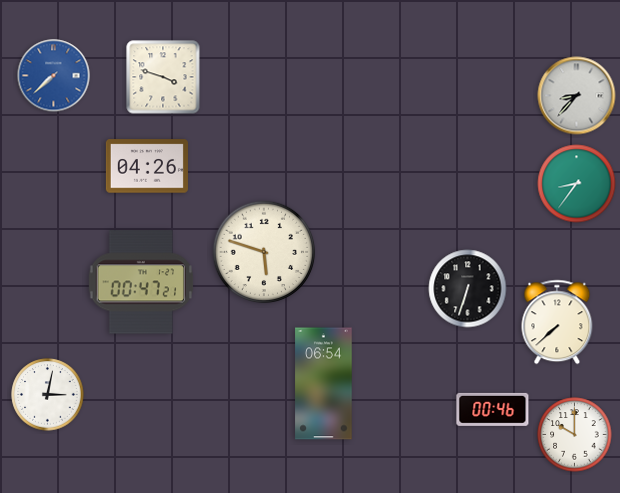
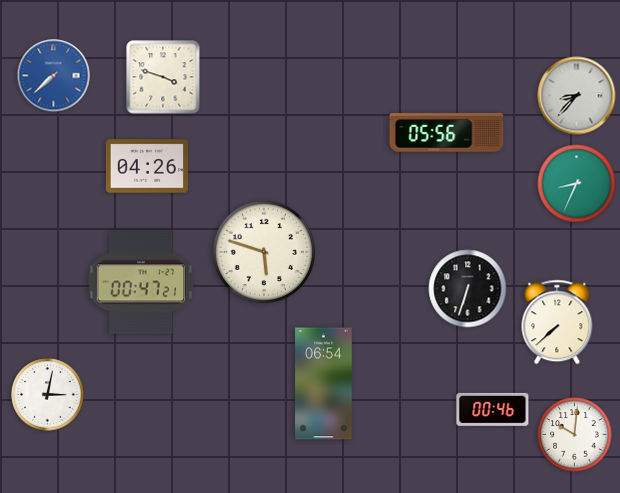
clock at (447, 133): none -> 05:56
clock at (577, 184): 8:36 -> 8:34
clock at (575, 435): 10:00 -> 10:01
